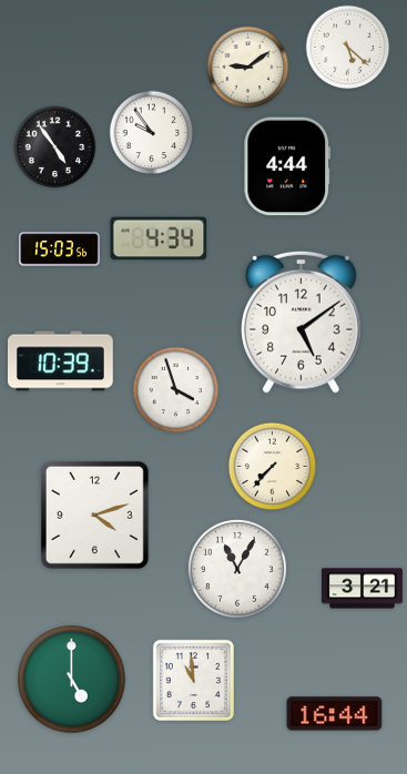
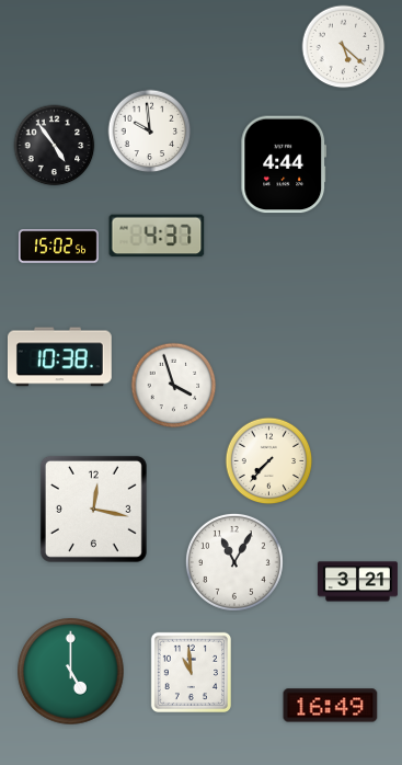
clock at (248, 68): 9:09 -> none
clock at (152, 133): 9:54 -> 9:59
clock at (159, 238): 4:34 -> 4:37
clock at (59, 249): 15:03 -> 15:02
clock at (302, 322): 5:09 -> none
clock at (60, 361): 10:39 -> 10:38
clock at (94, 515): 4:12 -> 12:17
clock at (335, 714): 16:44 -> 16:49
